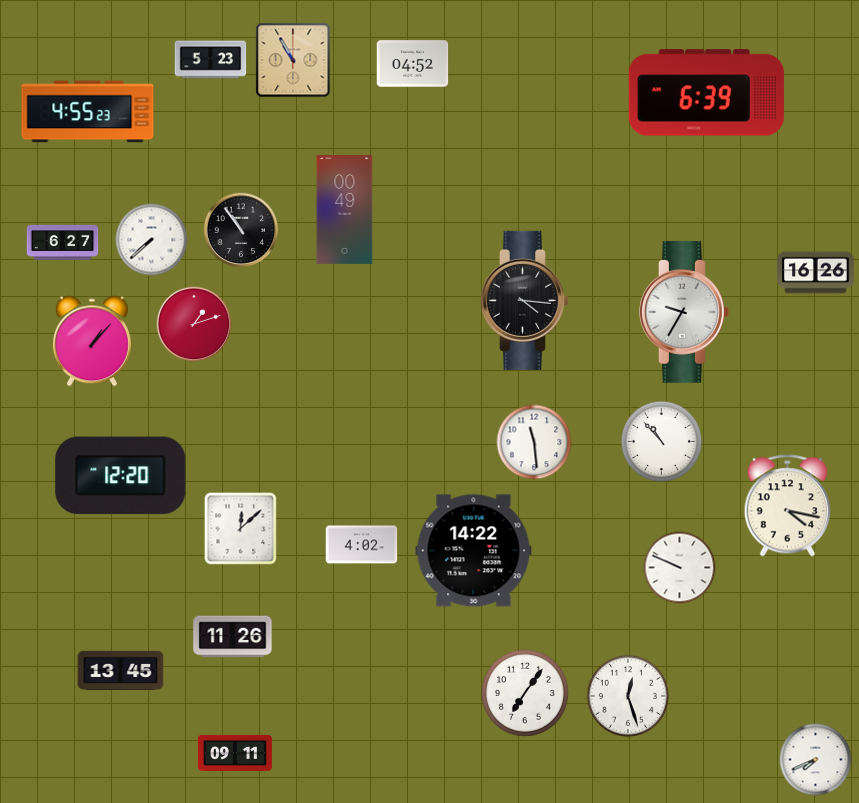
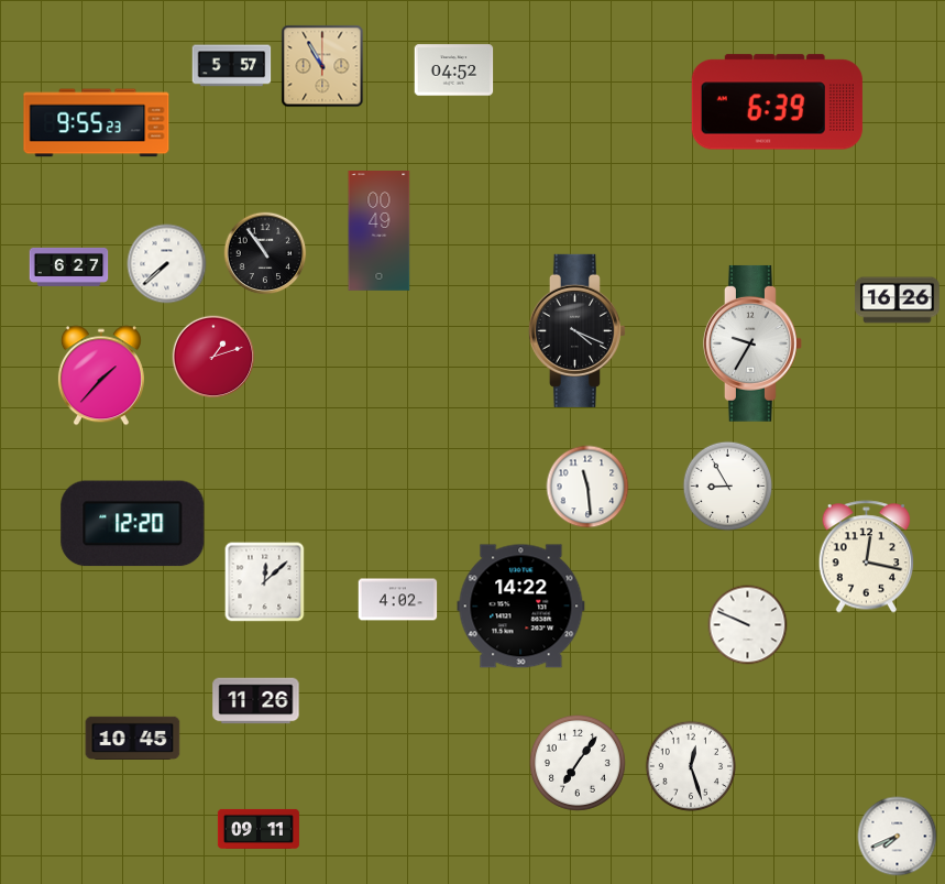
clock at (211, 60): 5:23 -> 5:57
clock at (88, 112): 4:55 -> 9:55
clock at (524, 300): 4:16 -> 4:19
clock at (92, 341): 1:07 -> 1:37
clock at (662, 442): 10:53 -> 8:55
clock at (788, 506): 4:17 -> 12:17
clock at (121, 670): 13:45 -> 10:45
